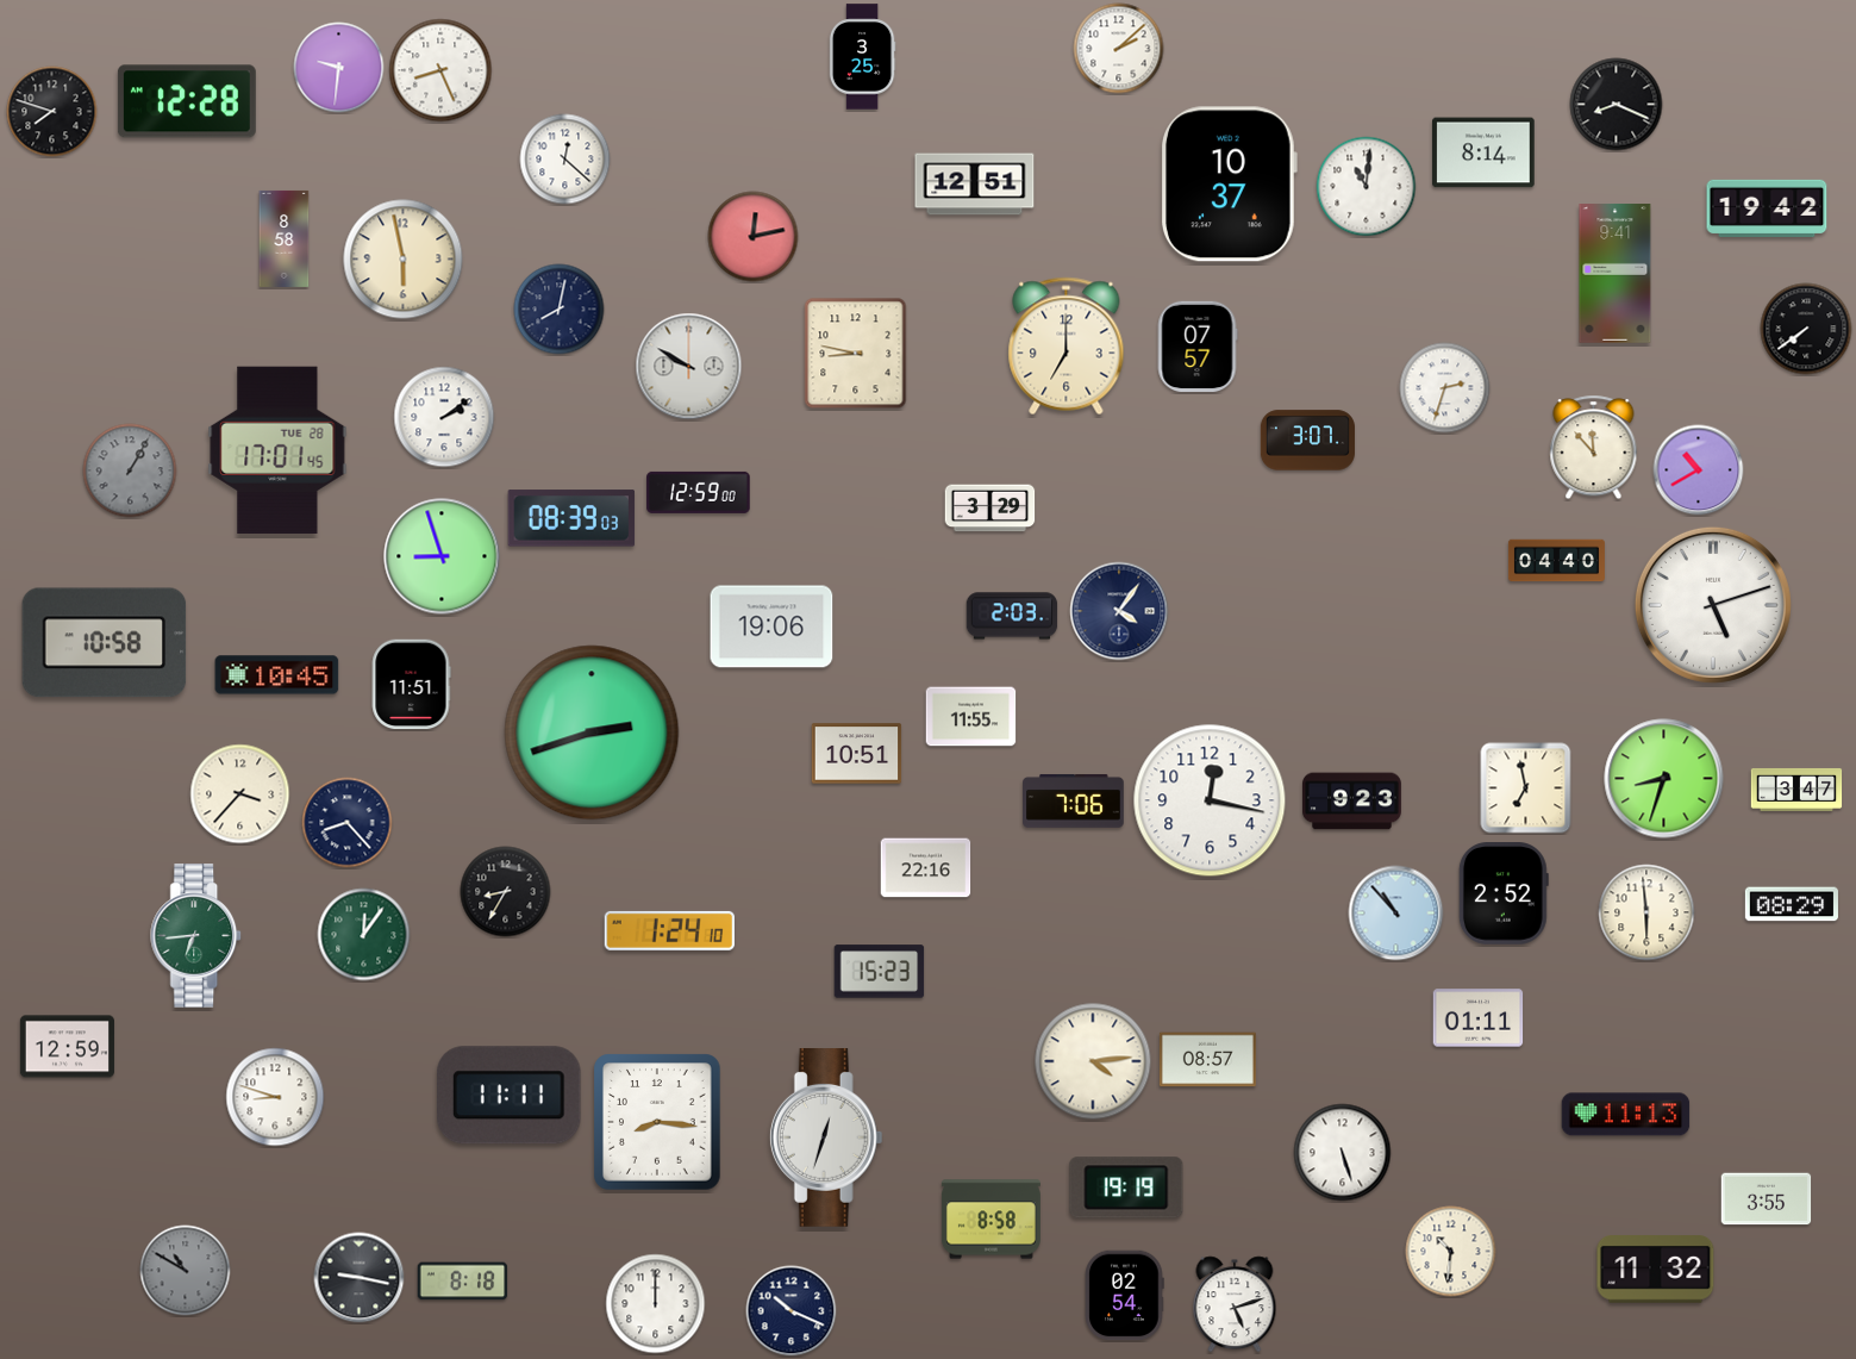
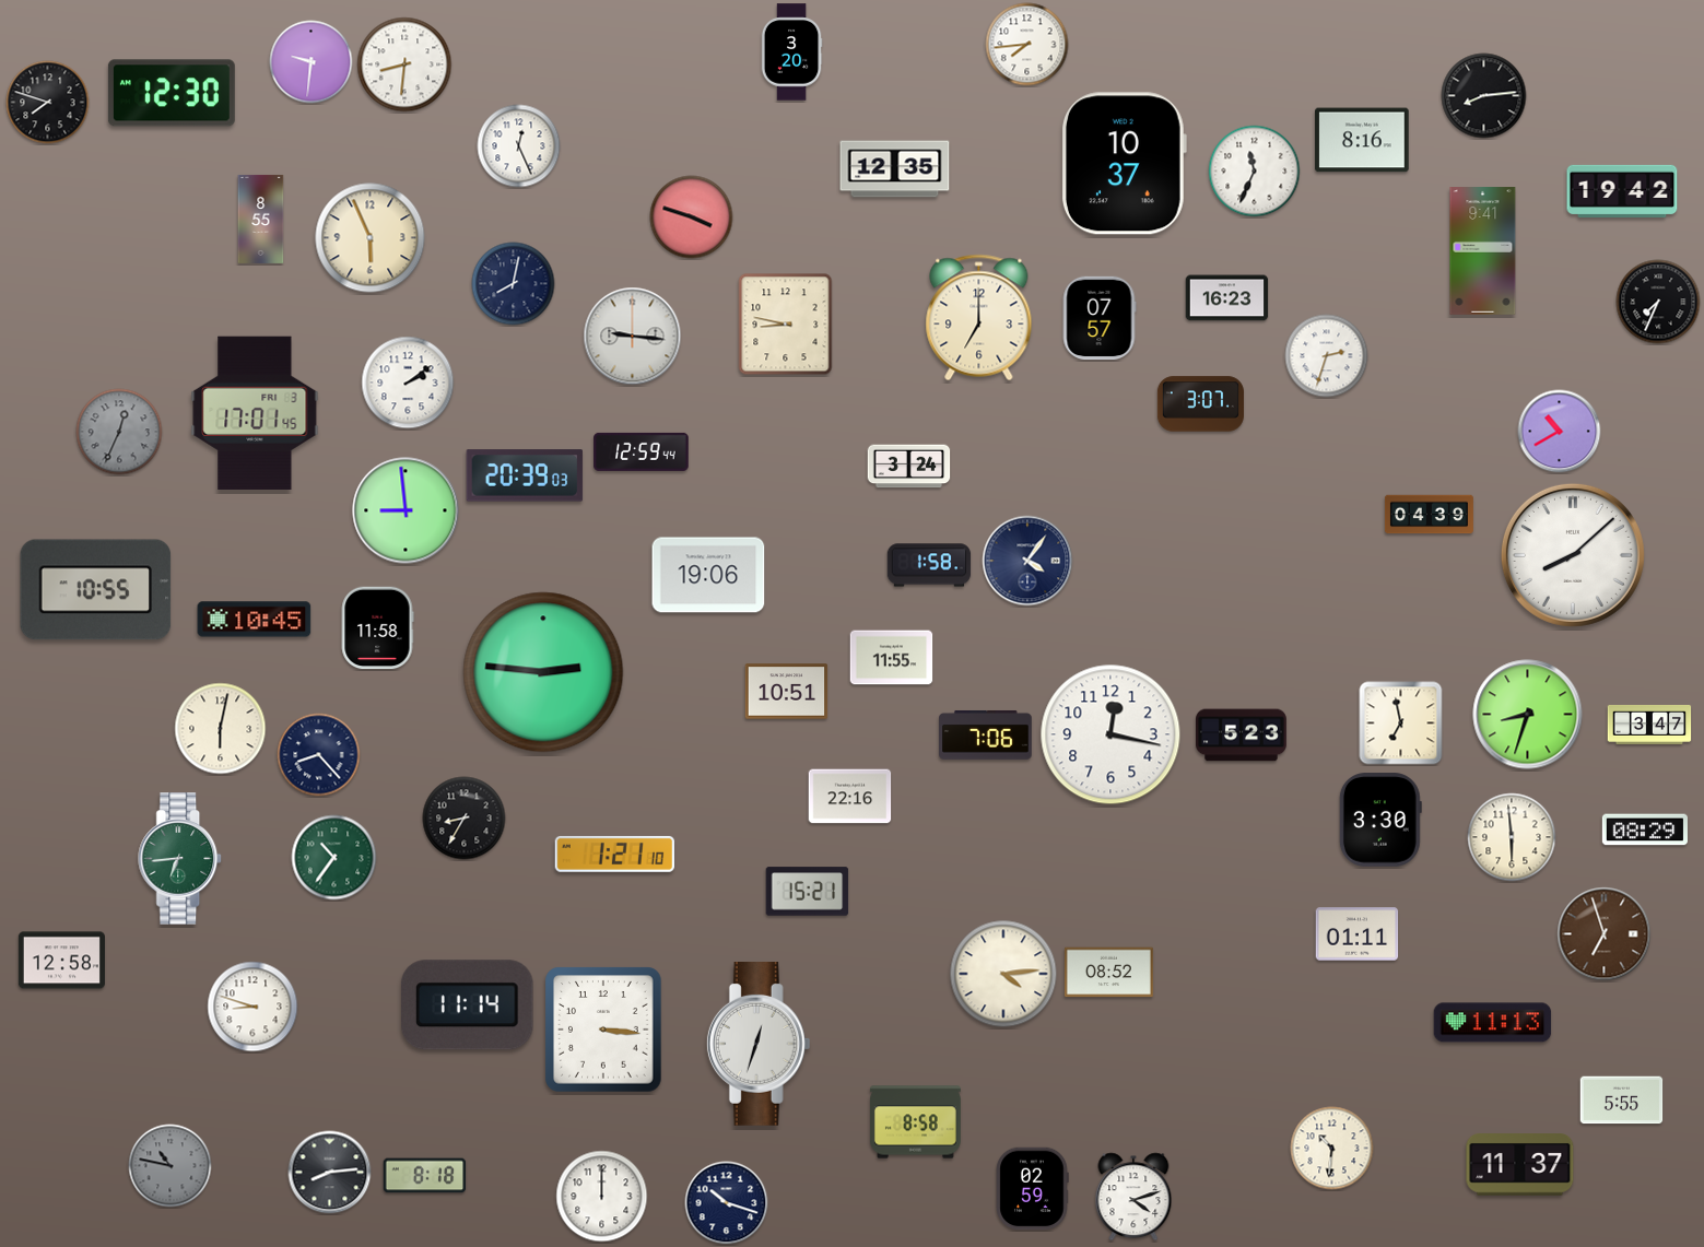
clock at (1119, 49): 2:08 -> 7:44
clock at (862, 57): 3:25 -> 3:20
clock at (440, 70): 8:26 -> 8:31
clock at (187, 101): 12:28 -> 12:30
clock at (1617, 105): 8:19 -> 8:14
clock at (1483, 152): 8:14 -> 8:16
clock at (565, 160): 12:22 -> 12:26
clock at (975, 185): 12:51 -> 12:35
clock at (1229, 185) position: (1229, 185) -> (1124, 164)
clock at (1367, 187): 11:01 -> 11:34
clock at (754, 237): 12:13 -> 3:48
clock at (285, 238): 8:58 -> 8:55
clock at (404, 260): 5:58 -> 5:56
clock at (1227, 298): none -> 16:23
clock at (1806, 329): 7:39 -> 7:34
clock at (689, 367): 9:50 -> 9:16
clock at (1594, 448): 11:53 -> none
clock at (277, 449) date: TUE 28 -> FRI 3
clock at (130, 470): 1:05 -> 12:34
clock at (699, 492): 12:59:00 -> 12:59:44
clock at (991, 509): 3:29 -> 3:24
clock at (571, 518): 08:39 -> 20:39
clock at (442, 556): 8:57 -> 8:59
clock at (1556, 561): 04:40 -> 04:39
clock at (1713, 605): 5:12 -> 8:08
clock at (1012, 616): 2:03 -> 1:58
clock at (105, 643): 10:58 -> 10:55
clock at (411, 685): 11:51 -> 11:58
clock at (592, 733): 2:42 -> 2:46
clock at (240, 794): 3:37 -> 6:02
clock at (1352, 802): 9:23 -> 5:23
clock at (1504, 893): 2:52 -> 3:30
clock at (1396, 914): 10:53 -> none
clock at (669, 930): 1:24 -> 1:21
clock at (364, 935): 12:06 -> 10:36
clock at (880, 972): 15:23 -> 15:21
clock at (1605, 934): none -> 6:57
clock at (67, 1047): 12:59 -> 12:58
clock at (1207, 1060): 08:57 -> 08:52
clock at (510, 1096): 11:11 -> 11:14
clock at (657, 1122): 8:16 -> 3:16
clock at (1343, 1153): 5:27 -> none
clock at (1126, 1187): 19:19 -> none
clock at (1767, 1199): 3:55 -> 5:55
clock at (991, 1220) position: (991, 1220) -> (915, 1122)
clock at (1656, 1270): 11:32 -> 11:37
clock at (186, 1271): 10:50 -> 10:47
clock at (360, 1278): 9:17 -> 8:14
clock at (1124, 1296): 02:54 -> 02:59
clock at (1235, 1304): 5:12 -> 4:12
clock at (792, 1311): 10:19 -> 10:18
